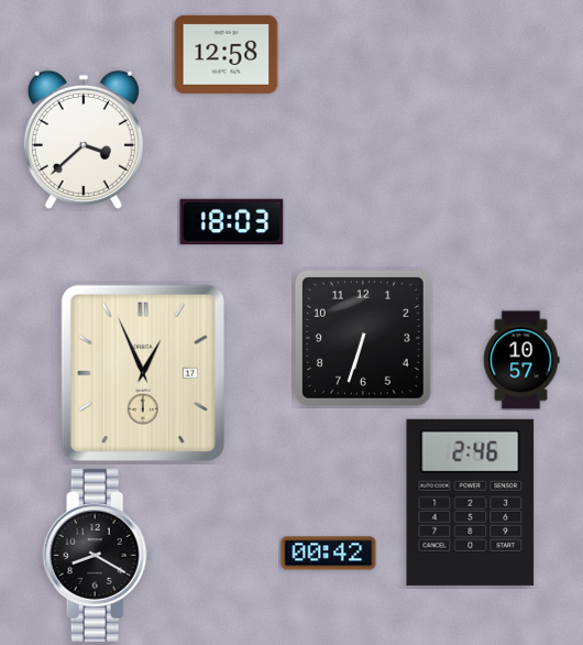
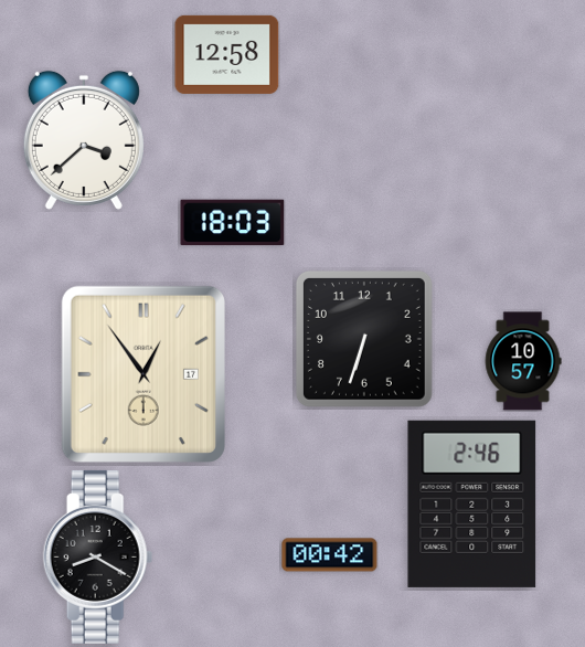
clock at (143, 373): 12:56 -> 12:54
